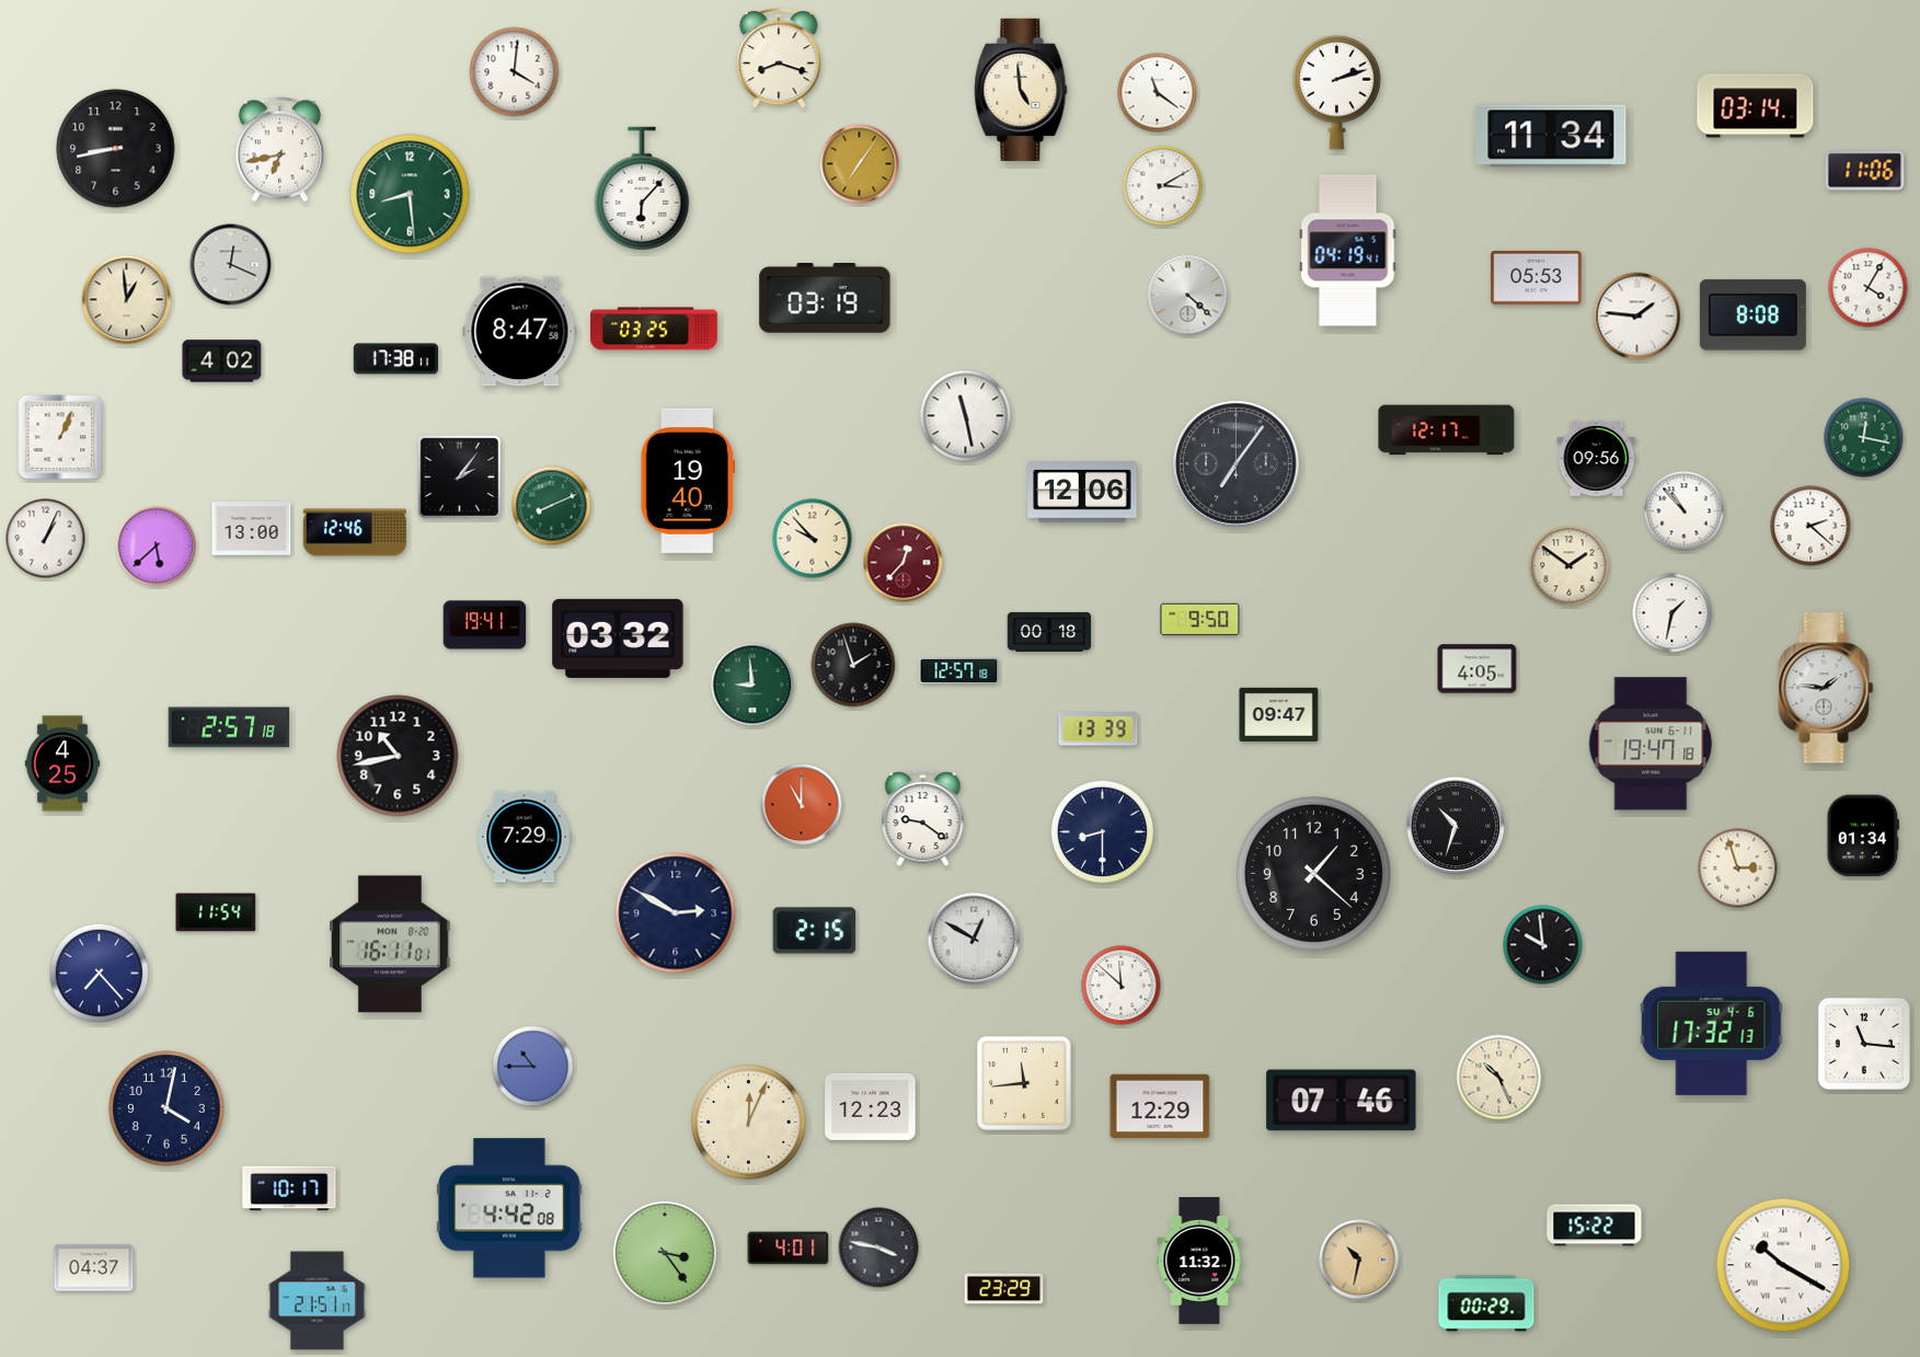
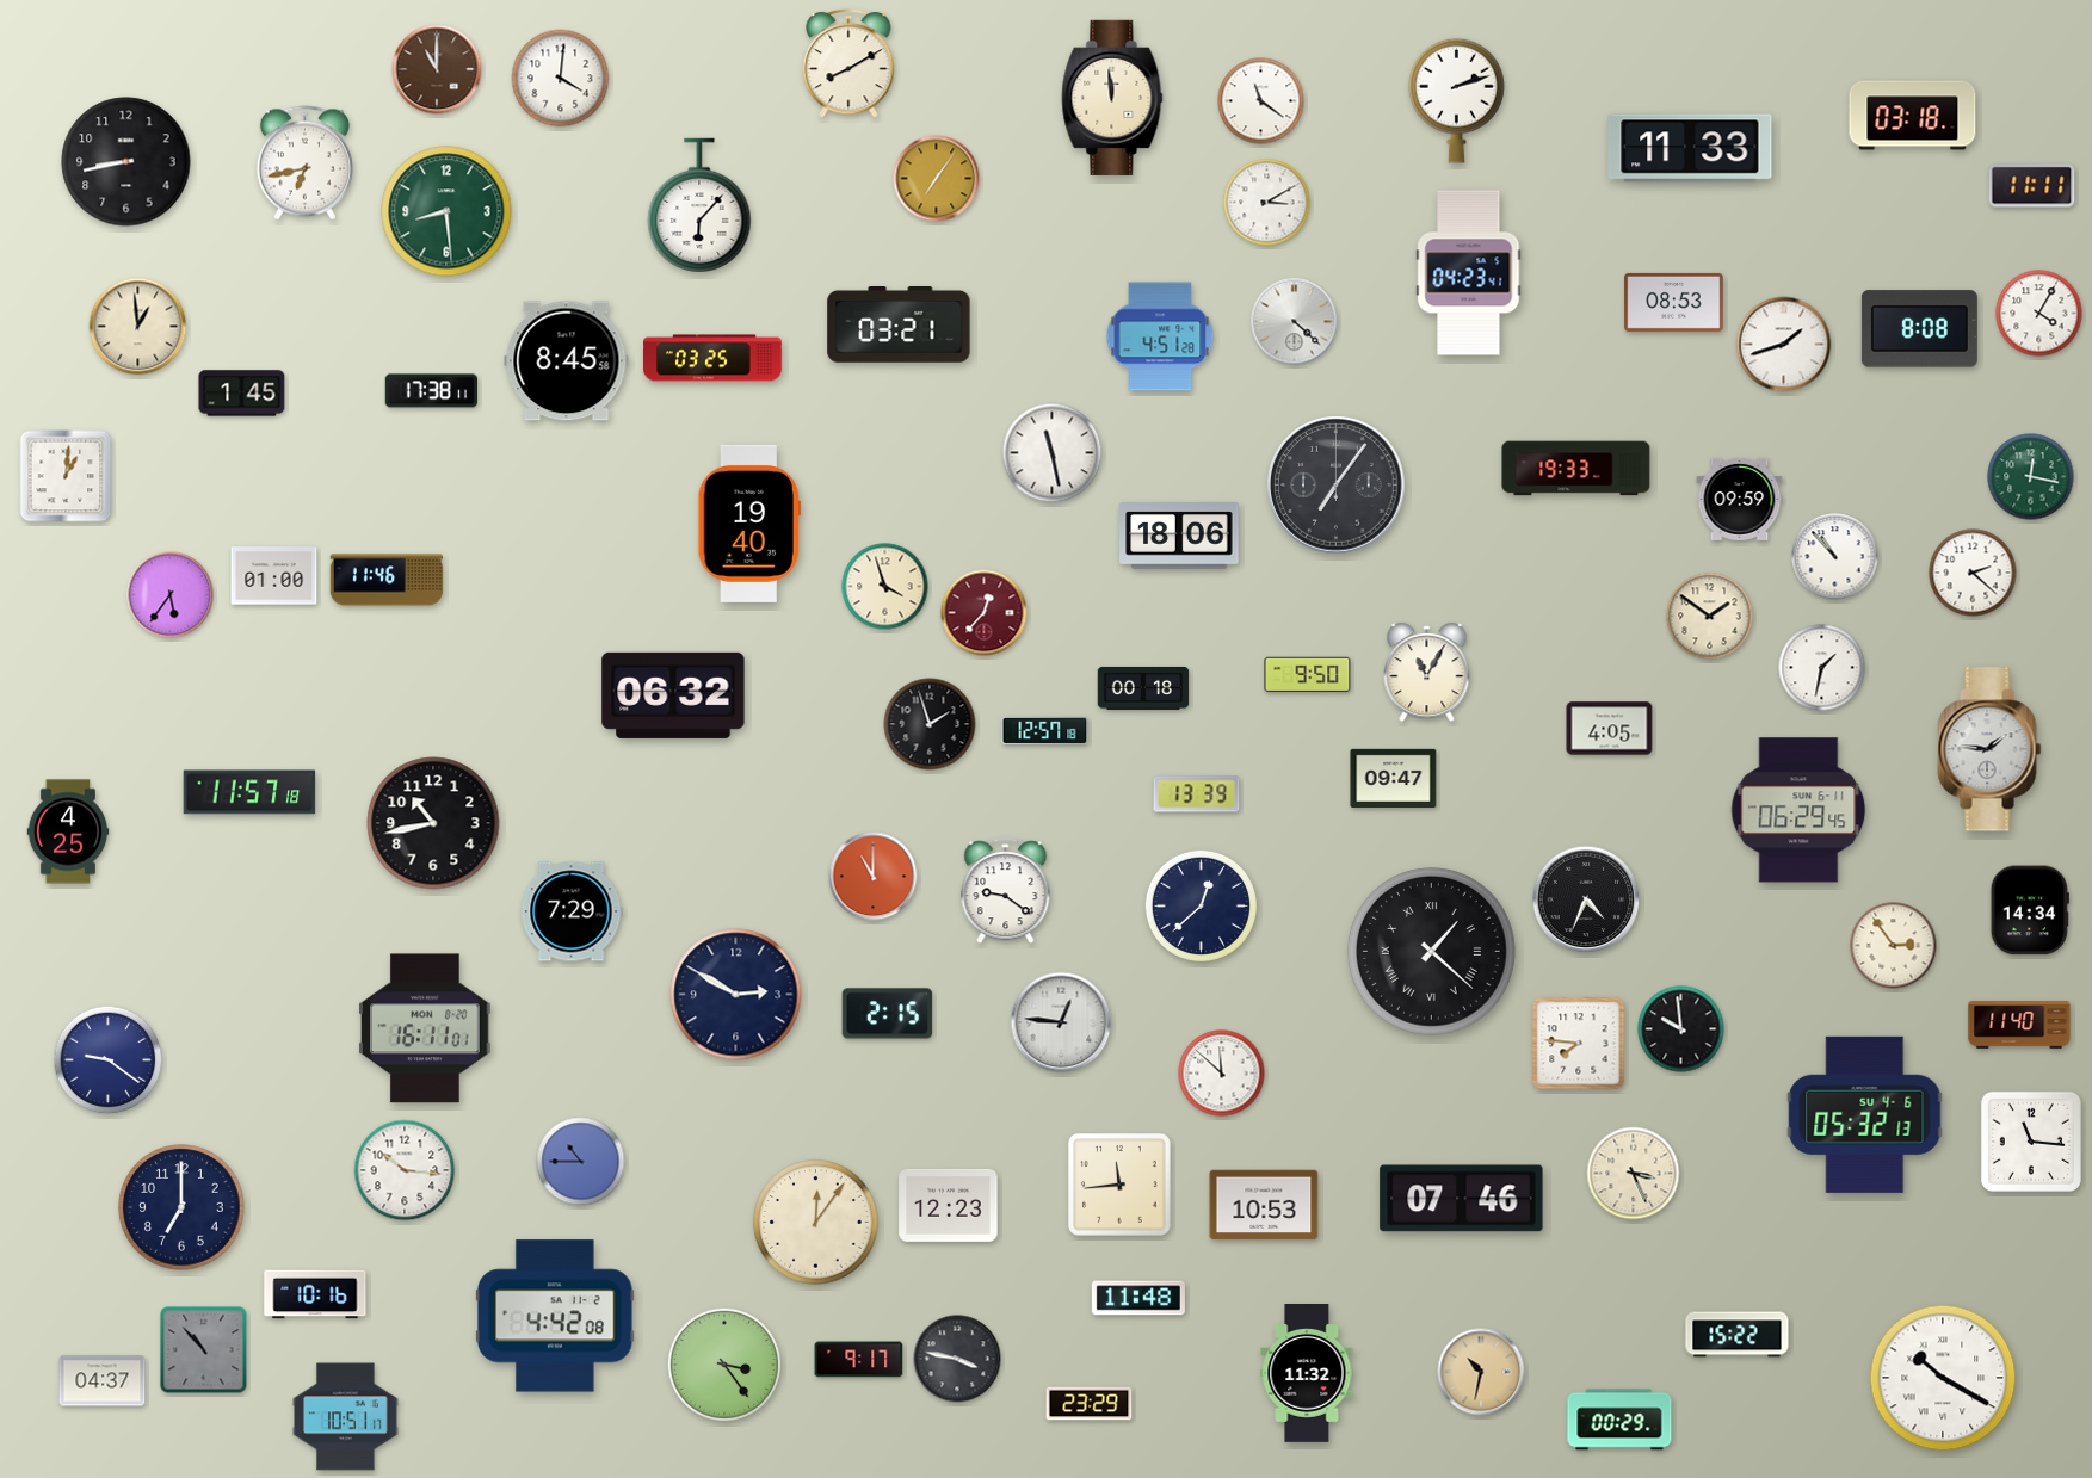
clock at (779, 58): 8:18 -> 8:10
clock at (437, 69): none -> 11:00
clock at (1021, 90): 4:59 -> 11:59
clock at (1756, 106): 03:14 -> 03:18
clock at (1551, 136): 11:34 -> 11:33
clock at (1865, 171): 11:06 -> 11:11
clock at (1348, 251): 04:19 -> 04:23
clock at (231, 265): 12:19 -> none
clock at (1537, 277): 05:53 -> 08:53
clock at (1869, 288) position: (1869, 288) -> (2039, 314)
clock at (825, 299): 03:19 -> 03:21
clock at (1160, 336): none -> 4:51
clock at (1752, 315) position: (1752, 315) -> (1919, 329)
clock at (1637, 317): 1:46 -> 1:42
clock at (520, 332): 8:47 -> 8:45
clock at (222, 361): 4:02 -> 1:45
clock at (1447, 430): 12:17 -> 19:33
clock at (60, 437): 1:04 -> 1:01
clock at (1597, 458): 09:56 -> 09:59
clock at (1237, 464) position: (1237, 464) -> (1337, 486)
clock at (459, 476): 2:06 -> none
clock at (1082, 492): 12:06 -> 18:06
clock at (552, 506): 8:11 -> none
clock at (252, 529): 13:00 -> 01:00
clock at (355, 532): 12:46 -> 11:46
clock at (46, 539): 1:04 -> none
clock at (813, 539): 9:53 -> 3:57
clock at (157, 547): 5:38 -> 5:36
clock at (1427, 673): none -> 11:05
clock at (485, 625): 19:41 -> none
clock at (618, 639): 03:32 -> 06:32
clock at (752, 685): 8:59 -> none
clock at (229, 727): 2:57 -> 11:57
clock at (1651, 744): 19:47 -> 06:29
clock at (1456, 826): 10:33 -> 4:34
clock at (1102, 831): 8:30 -> 12:38
clock at (1863, 836): 01:34 -> 14:34
clock at (1738, 869): 2:57 -> 2:54
clock at (1313, 873) numerals: Arabic -> Roman
clock at (216, 912): 11:54 -> none
clock at (974, 939): 12:50 -> 12:46
clock at (2019, 1025): none -> 11:40
clock at (1579, 1044): none -> 7:46
clock at (100, 974): 7:23 -> 9:21
clock at (1712, 1023): 17:32 -> 05:32
clock at (1864, 1044) position: (1864, 1044) -> (2031, 1142)
clock at (405, 1170): none -> 10:16
clock at (1499, 1078): 10:26 -> 3:26
clock at (1025, 1084) position: (1025, 1084) -> (1121, 1186)
clock at (1160, 1106): 12:29 -> 10:53
clock at (166, 1108): 4:02 -> 7:00
clock at (749, 1123): 12:04 -> 12:06
clock at (289, 1188): 10:17 -> 10:16
clock at (1138, 1298): none -> 11:48
clock at (204, 1350): none -> 10:53
clock at (789, 1249): 4:01 -> 9:17
clock at (1004, 1289) position: (1004, 1289) -> (1090, 1404)
clock at (318, 1301): 21:51 -> 10:51
